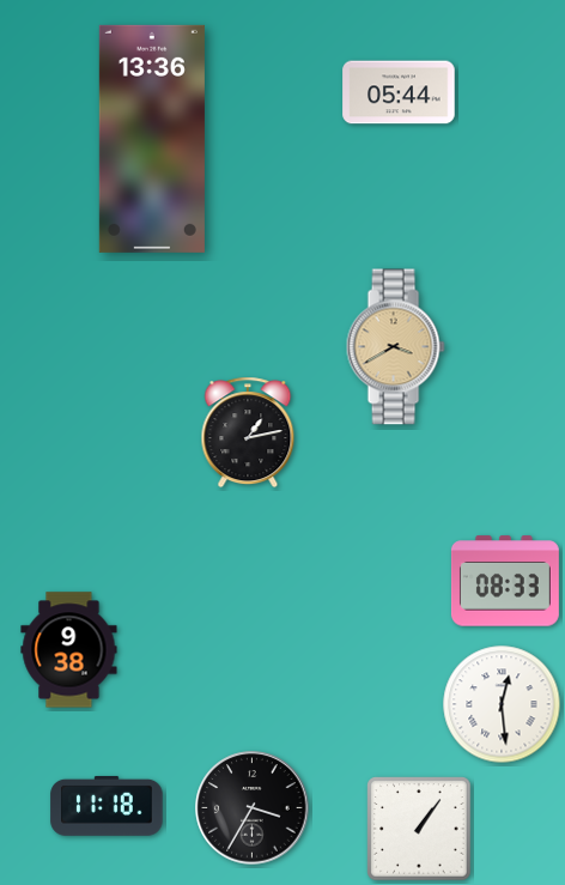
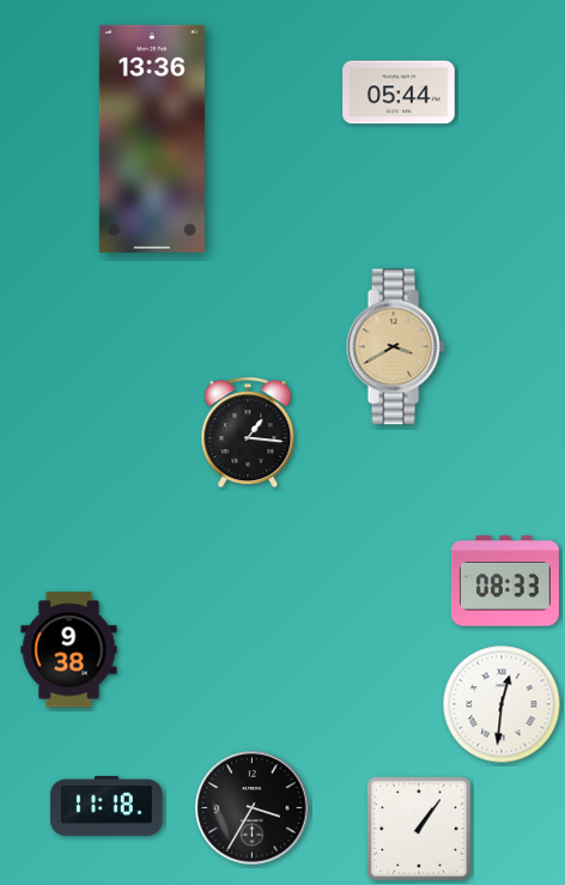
clock at (248, 432): 1:13 -> 1:16
clock at (502, 704): 12:29 -> 12:31
